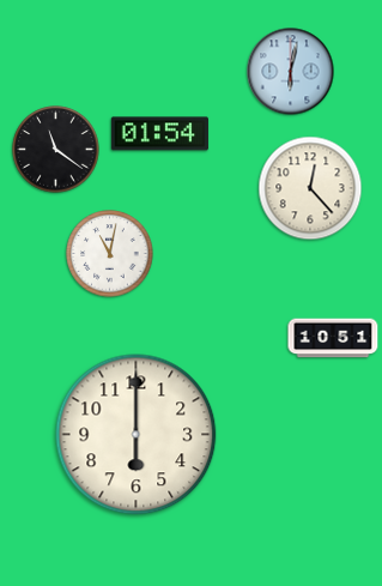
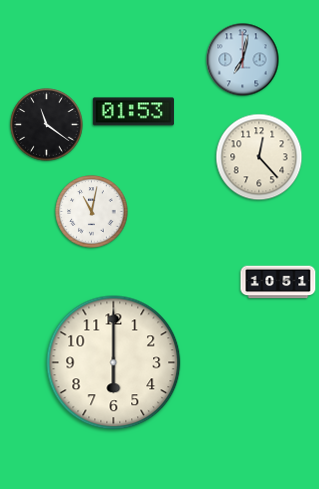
clock at (291, 72): 6:02 -> 7:02
clock at (159, 134): 01:54 -> 01:53
